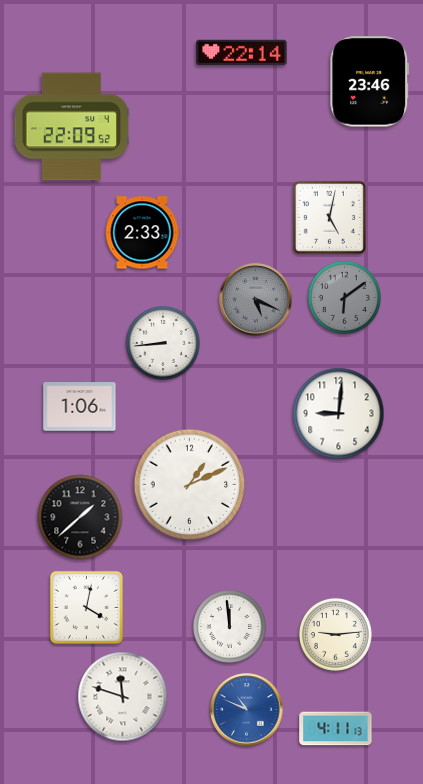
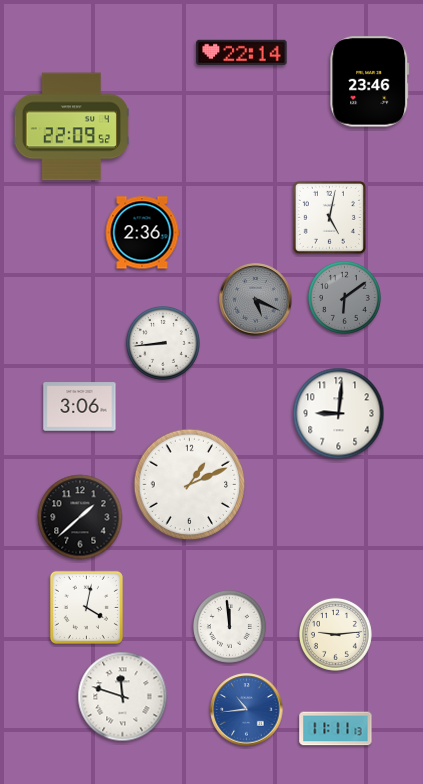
clock at (142, 233): 2:33 -> 2:36
clock at (80, 407): 1:06 -> 3:06
clock at (247, 710): 10:49 -> 10:44
clock at (336, 729): 4:11 -> 11:11
